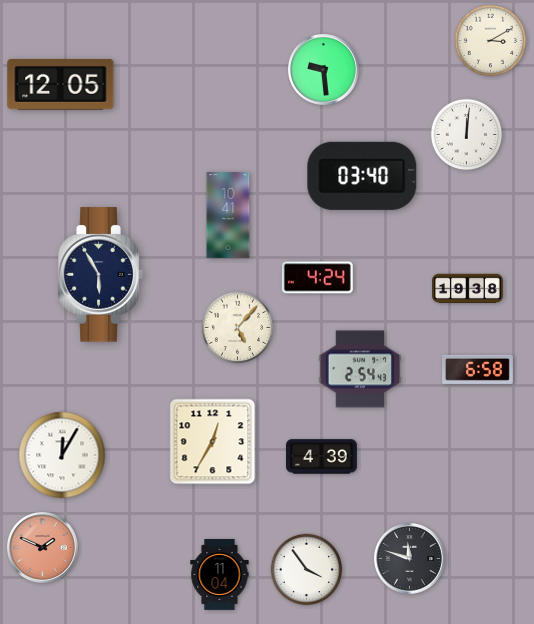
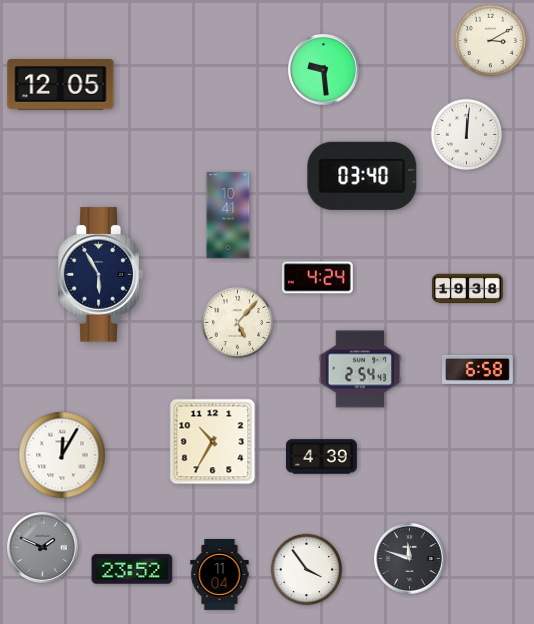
clock at (238, 328) position: (238, 328) -> (238, 323)
clock at (213, 442): 12:35 -> 10:35
clock at (43, 548) dial: salmon -> grey
clock at (132, 569): none -> 23:52
